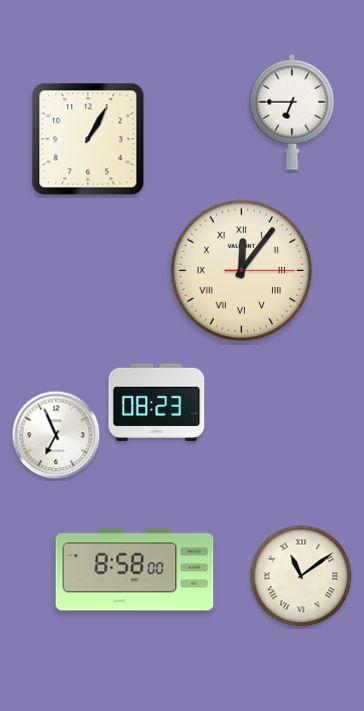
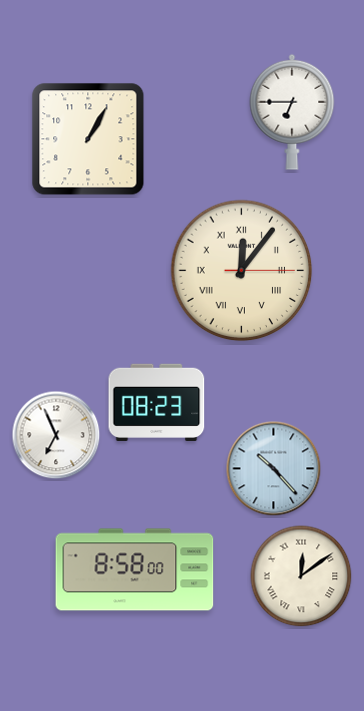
clock at (274, 469): none -> 10:23
clock at (301, 576): 11:09 -> 12:09
